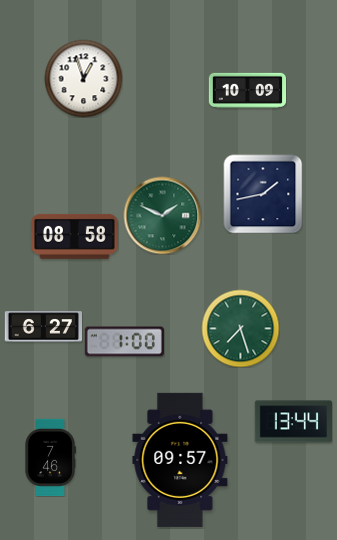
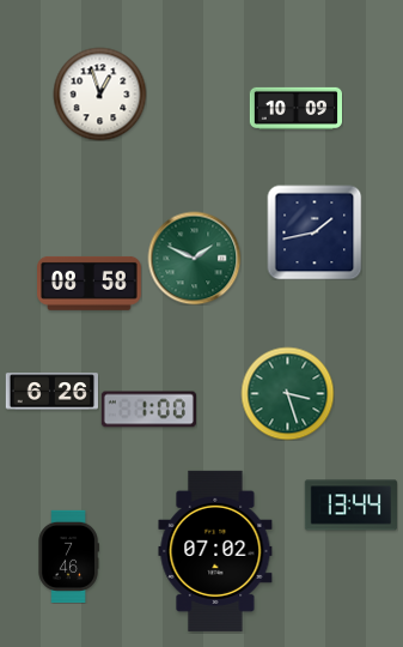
clock at (43, 327): 6:27 -> 6:26
clock at (240, 328): 7:27 -> 3:27
clock at (50, 457) position: (50, 457) -> (68, 556)
clock at (180, 460): 09:57 -> 07:02
